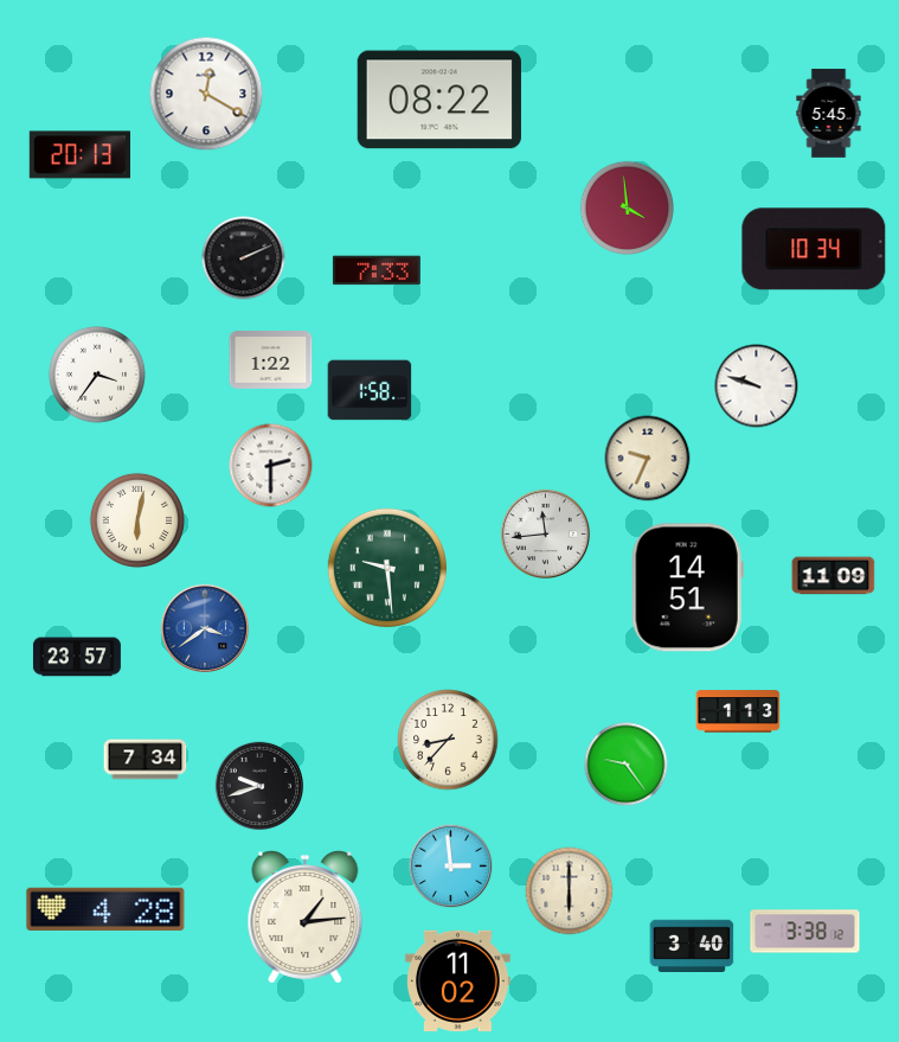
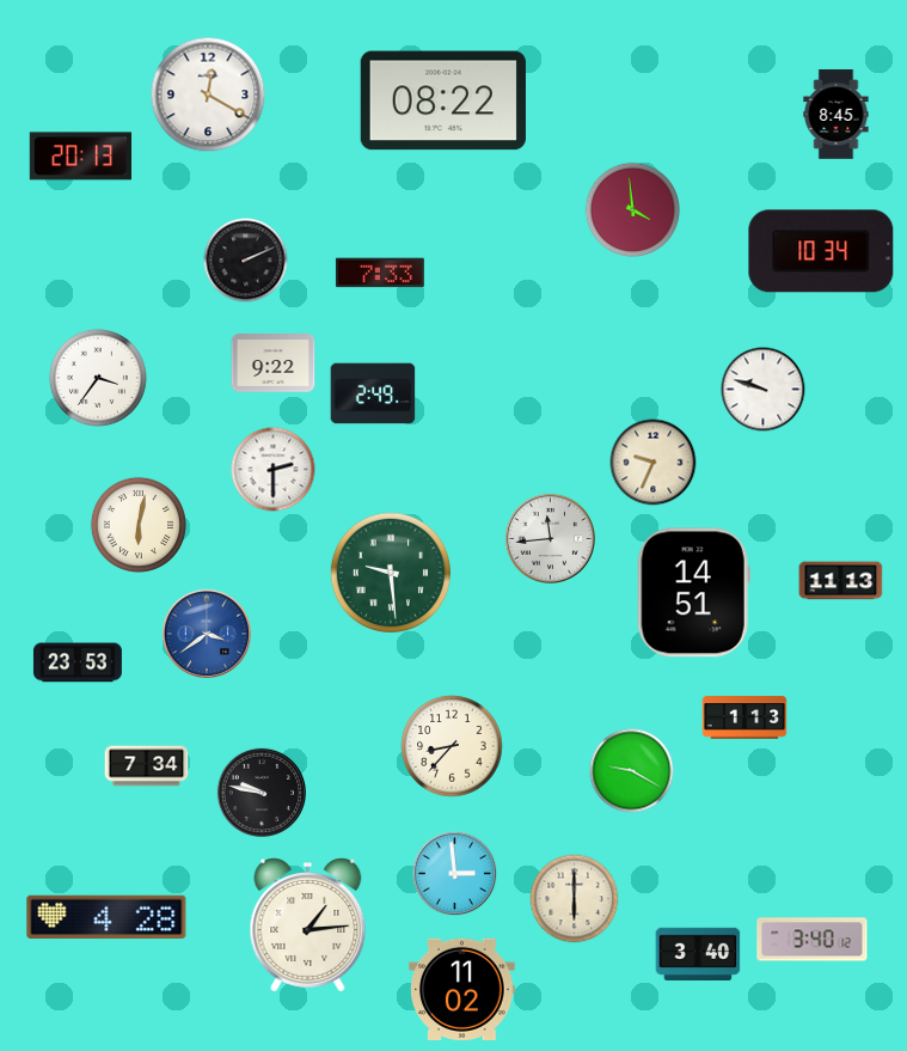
clock at (829, 114): 5:45 -> 8:45
clock at (271, 360): 1:22 -> 9:22
clock at (370, 390): 1:58 -> 2:49
clock at (834, 576): 11:09 -> 11:13
clock at (77, 657): 23:57 -> 23:53
clock at (627, 765): 9:24 -> 9:20
clock at (258, 785): 9:42 -> 9:47
clock at (805, 932): 3:38 -> 3:40
